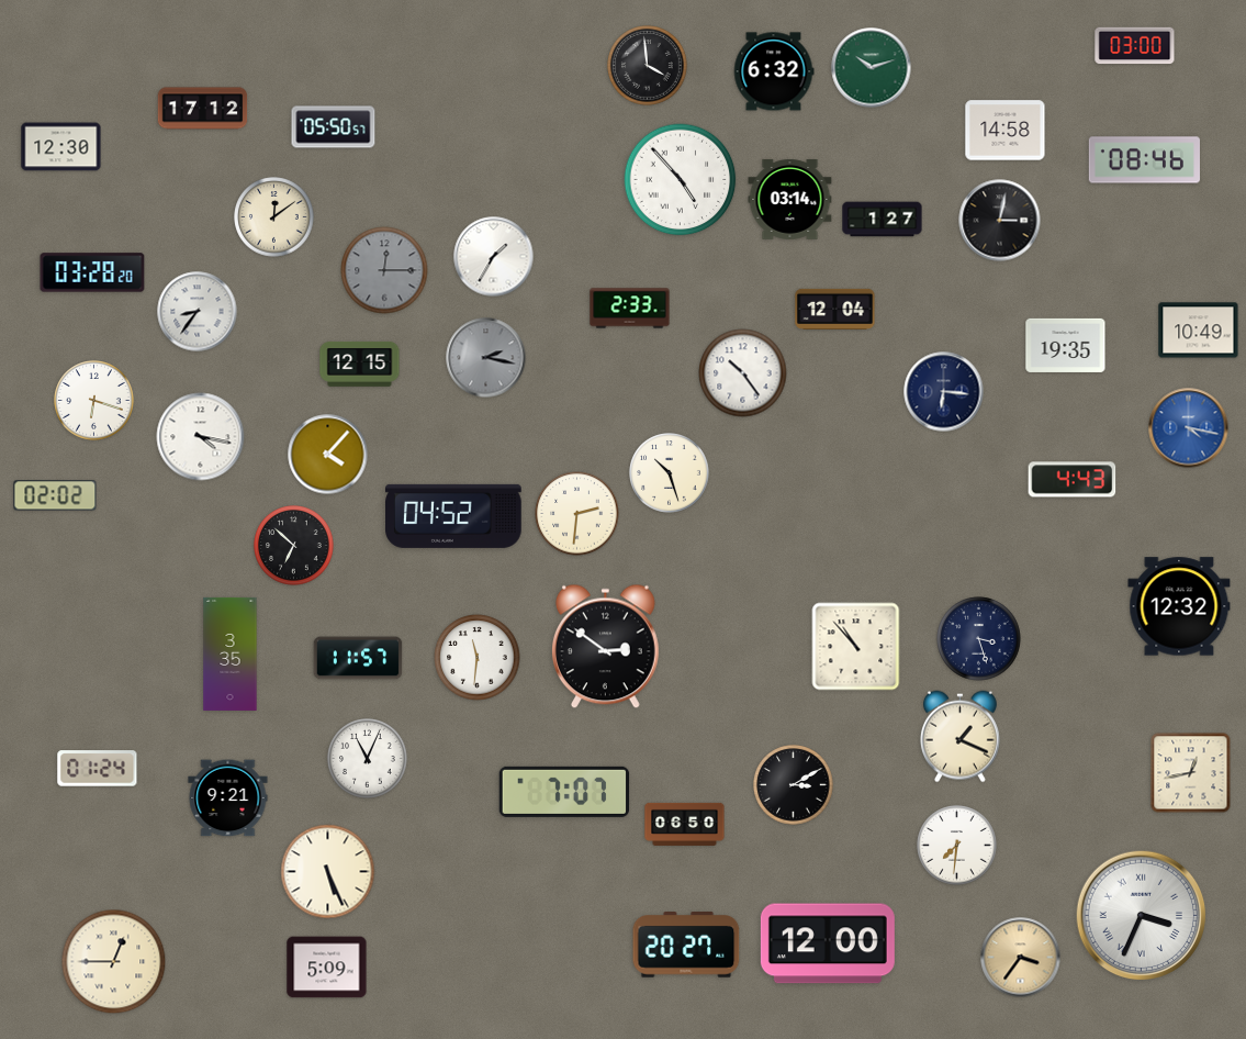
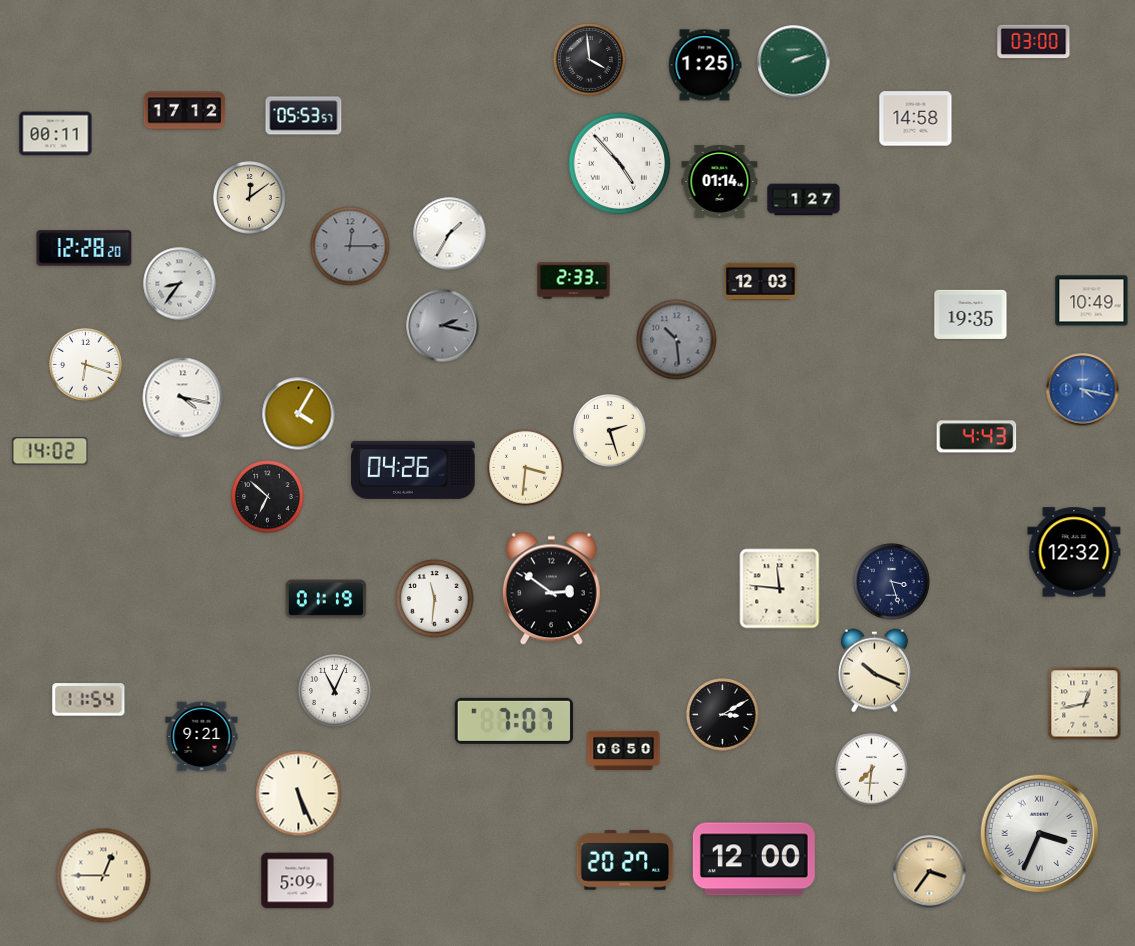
clock at (872, 68): 10:12 -> 2:12
clock at (774, 71): 6:32 -> 1:25
clock at (203, 109) position: (203, 109) -> (185, 111)
clock at (334, 127): 05:50 -> 05:53
clock at (61, 147): 12:30 -> 00:11
clock at (1144, 160): 08:46 -> none
clock at (790, 199): 03:14 -> 01:14
clock at (1000, 221): 3:02 -> none
clock at (92, 272): 03:28 -> 12:28
clock at (835, 309): 12:04 -> 12:03
clock at (360, 364): 12:15 -> none
clock at (743, 373): 10:24 -> 10:29
clock at (743, 373) dial: white -> grey
clock at (944, 392): 6:16 -> none
clock at (328, 455): 4:07 -> 4:05
clock at (670, 473): 10:27 -> 2:27
clock at (55, 495): 02:02 -> 14:02
clock at (577, 514): 2:31 -> 3:31
clock at (454, 516): 04:52 -> 04:26
clock at (856, 647): 10:53 -> 11:46
clock at (231, 653): 3:35 -> none
clock at (358, 658): 11:57 -> 01:19
clock at (959, 737): 1:19 -> 10:19
clock at (98, 769): 01:24 -> 11:54
clock at (228, 798) position: (228, 798) -> (202, 737)
